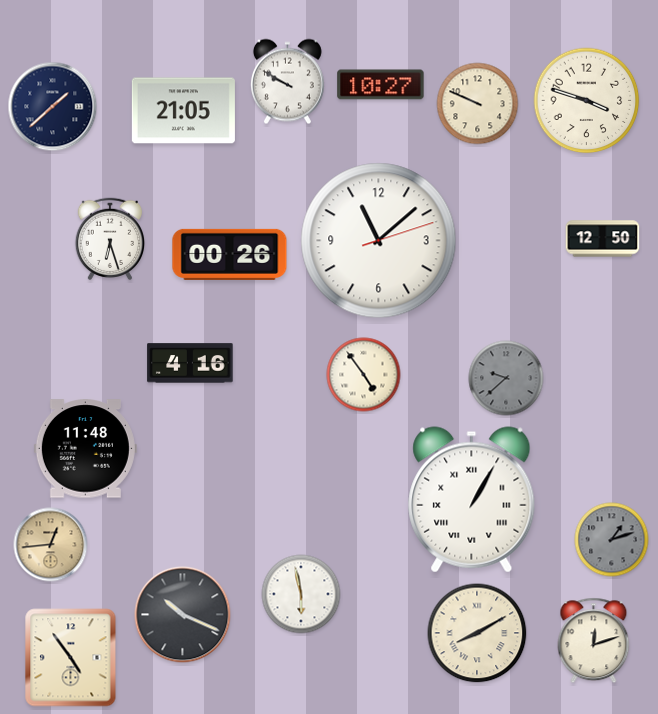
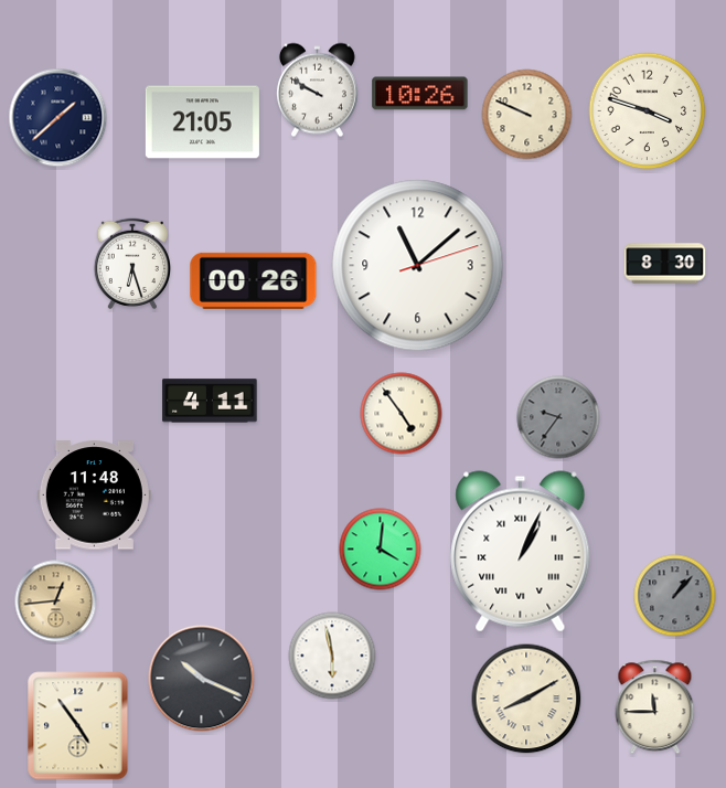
clock at (381, 85): 10:27 -> 10:26
clock at (109, 238) position: (109, 238) -> (131, 263)
clock at (603, 239): 12:50 -> 8:30
clock at (190, 363): 4:16 -> 4:11
clock at (506, 378): 9:38 -> 9:36
clock at (381, 550): none -> 4:01
clock at (472, 500): 1:05 -> 1:04
clock at (612, 540): 1:12 -> 1:07
clock at (594, 641): 12:12 -> 11:45
